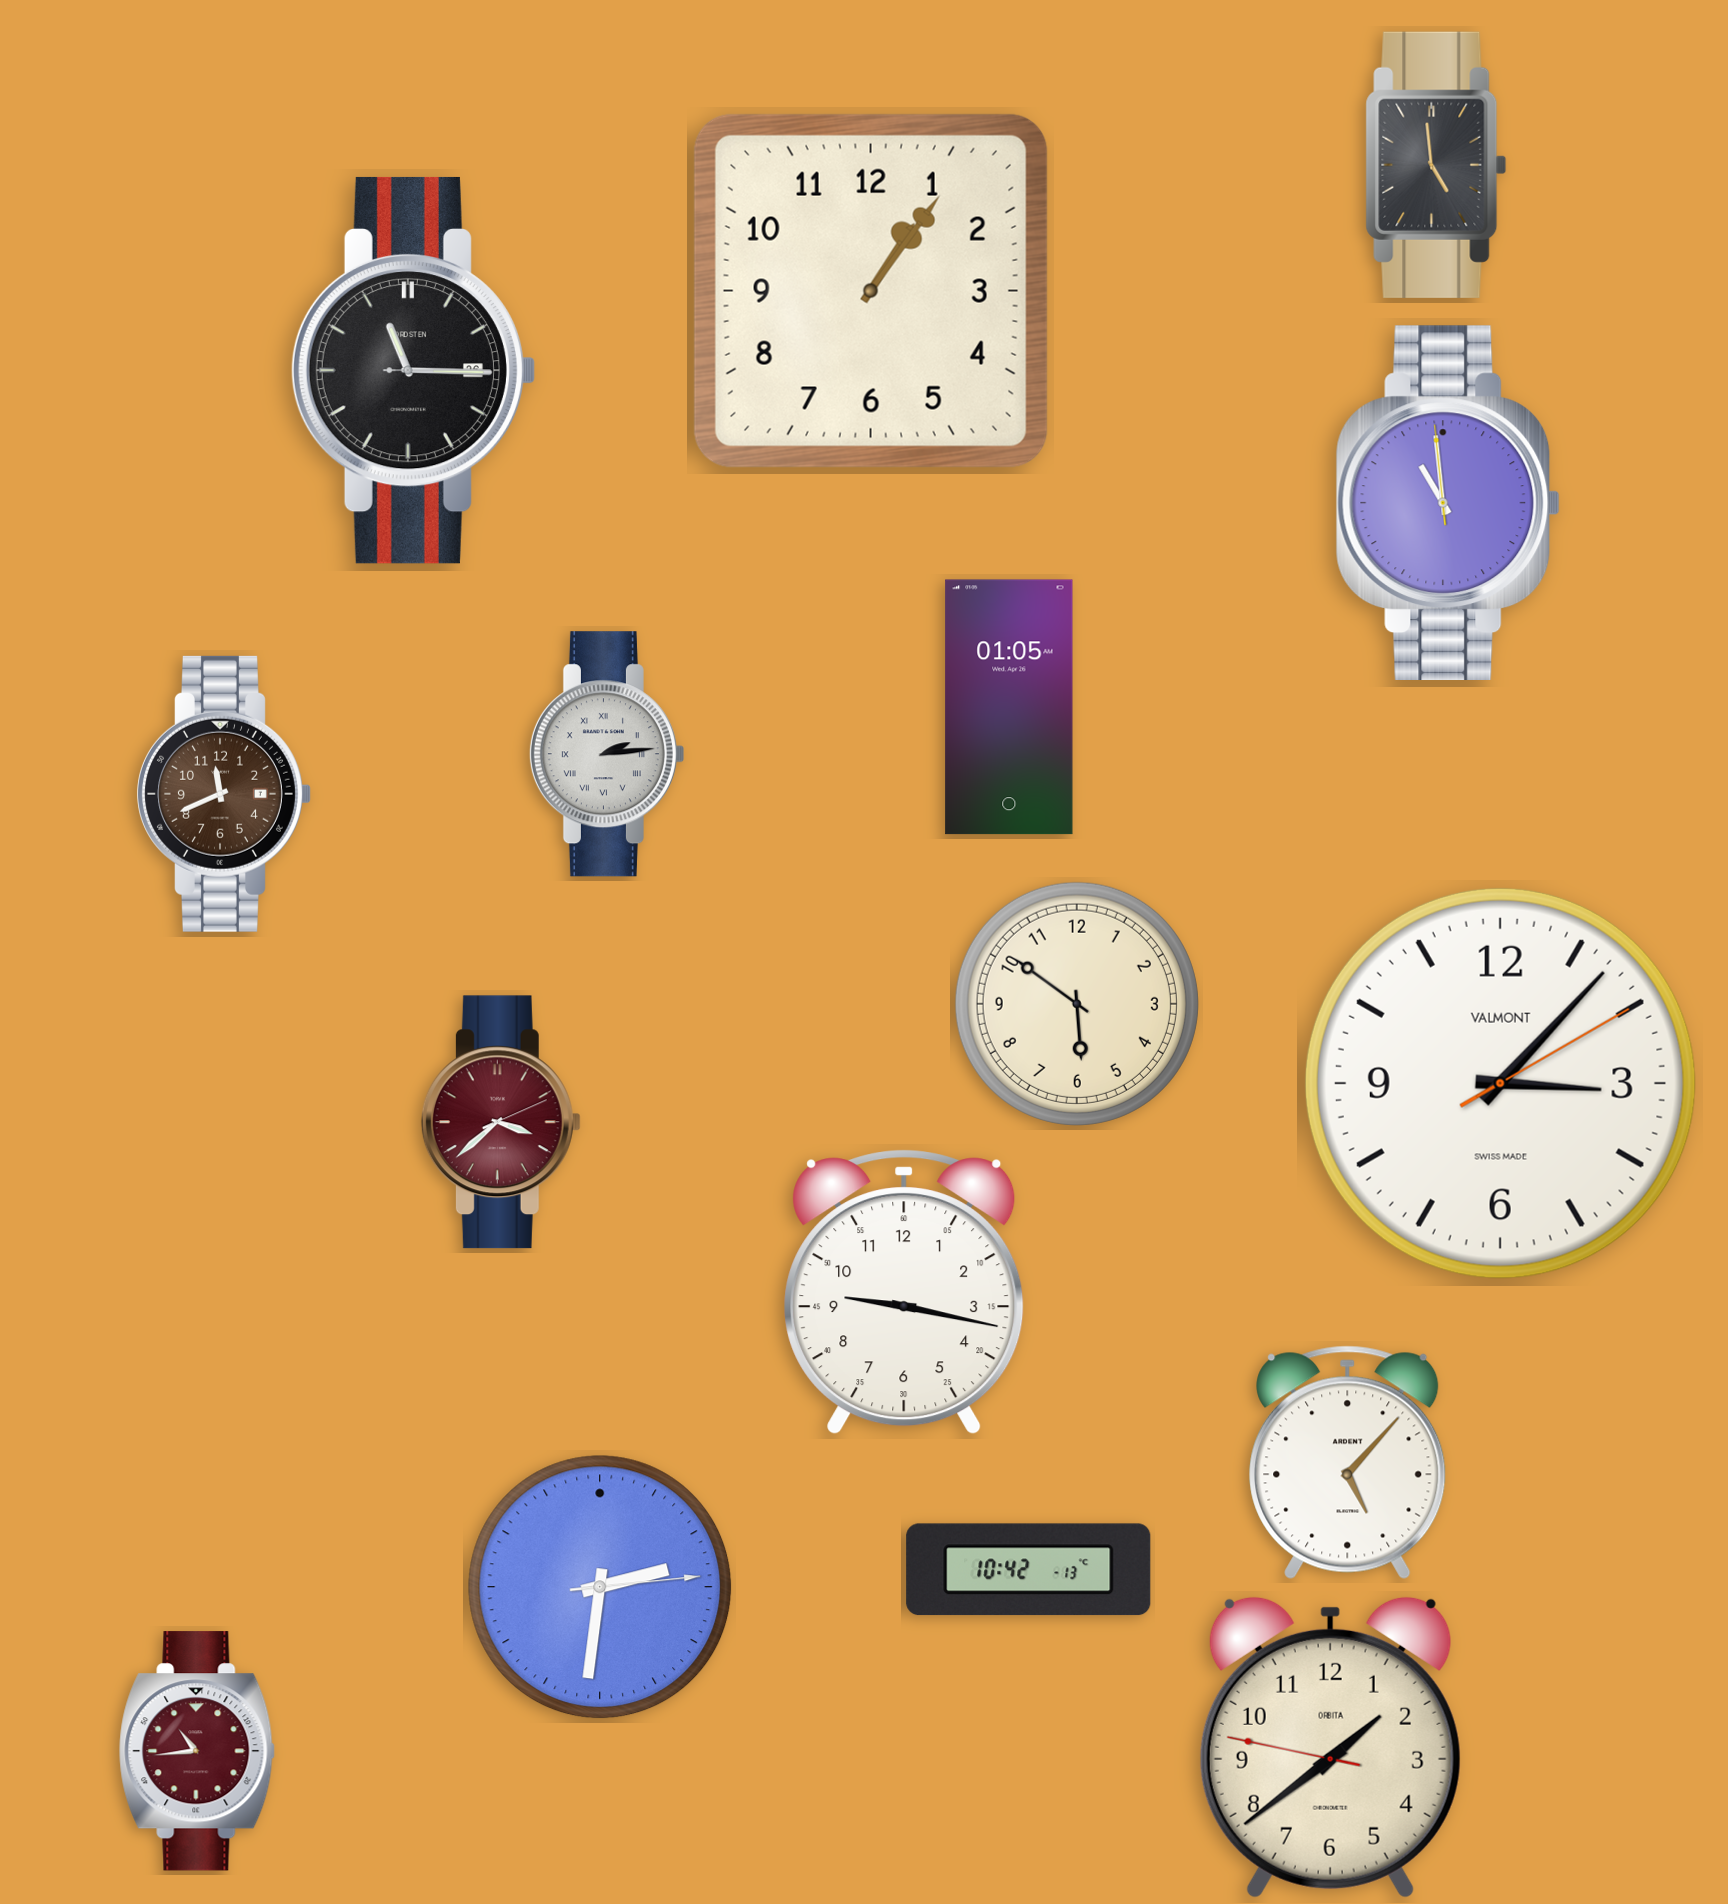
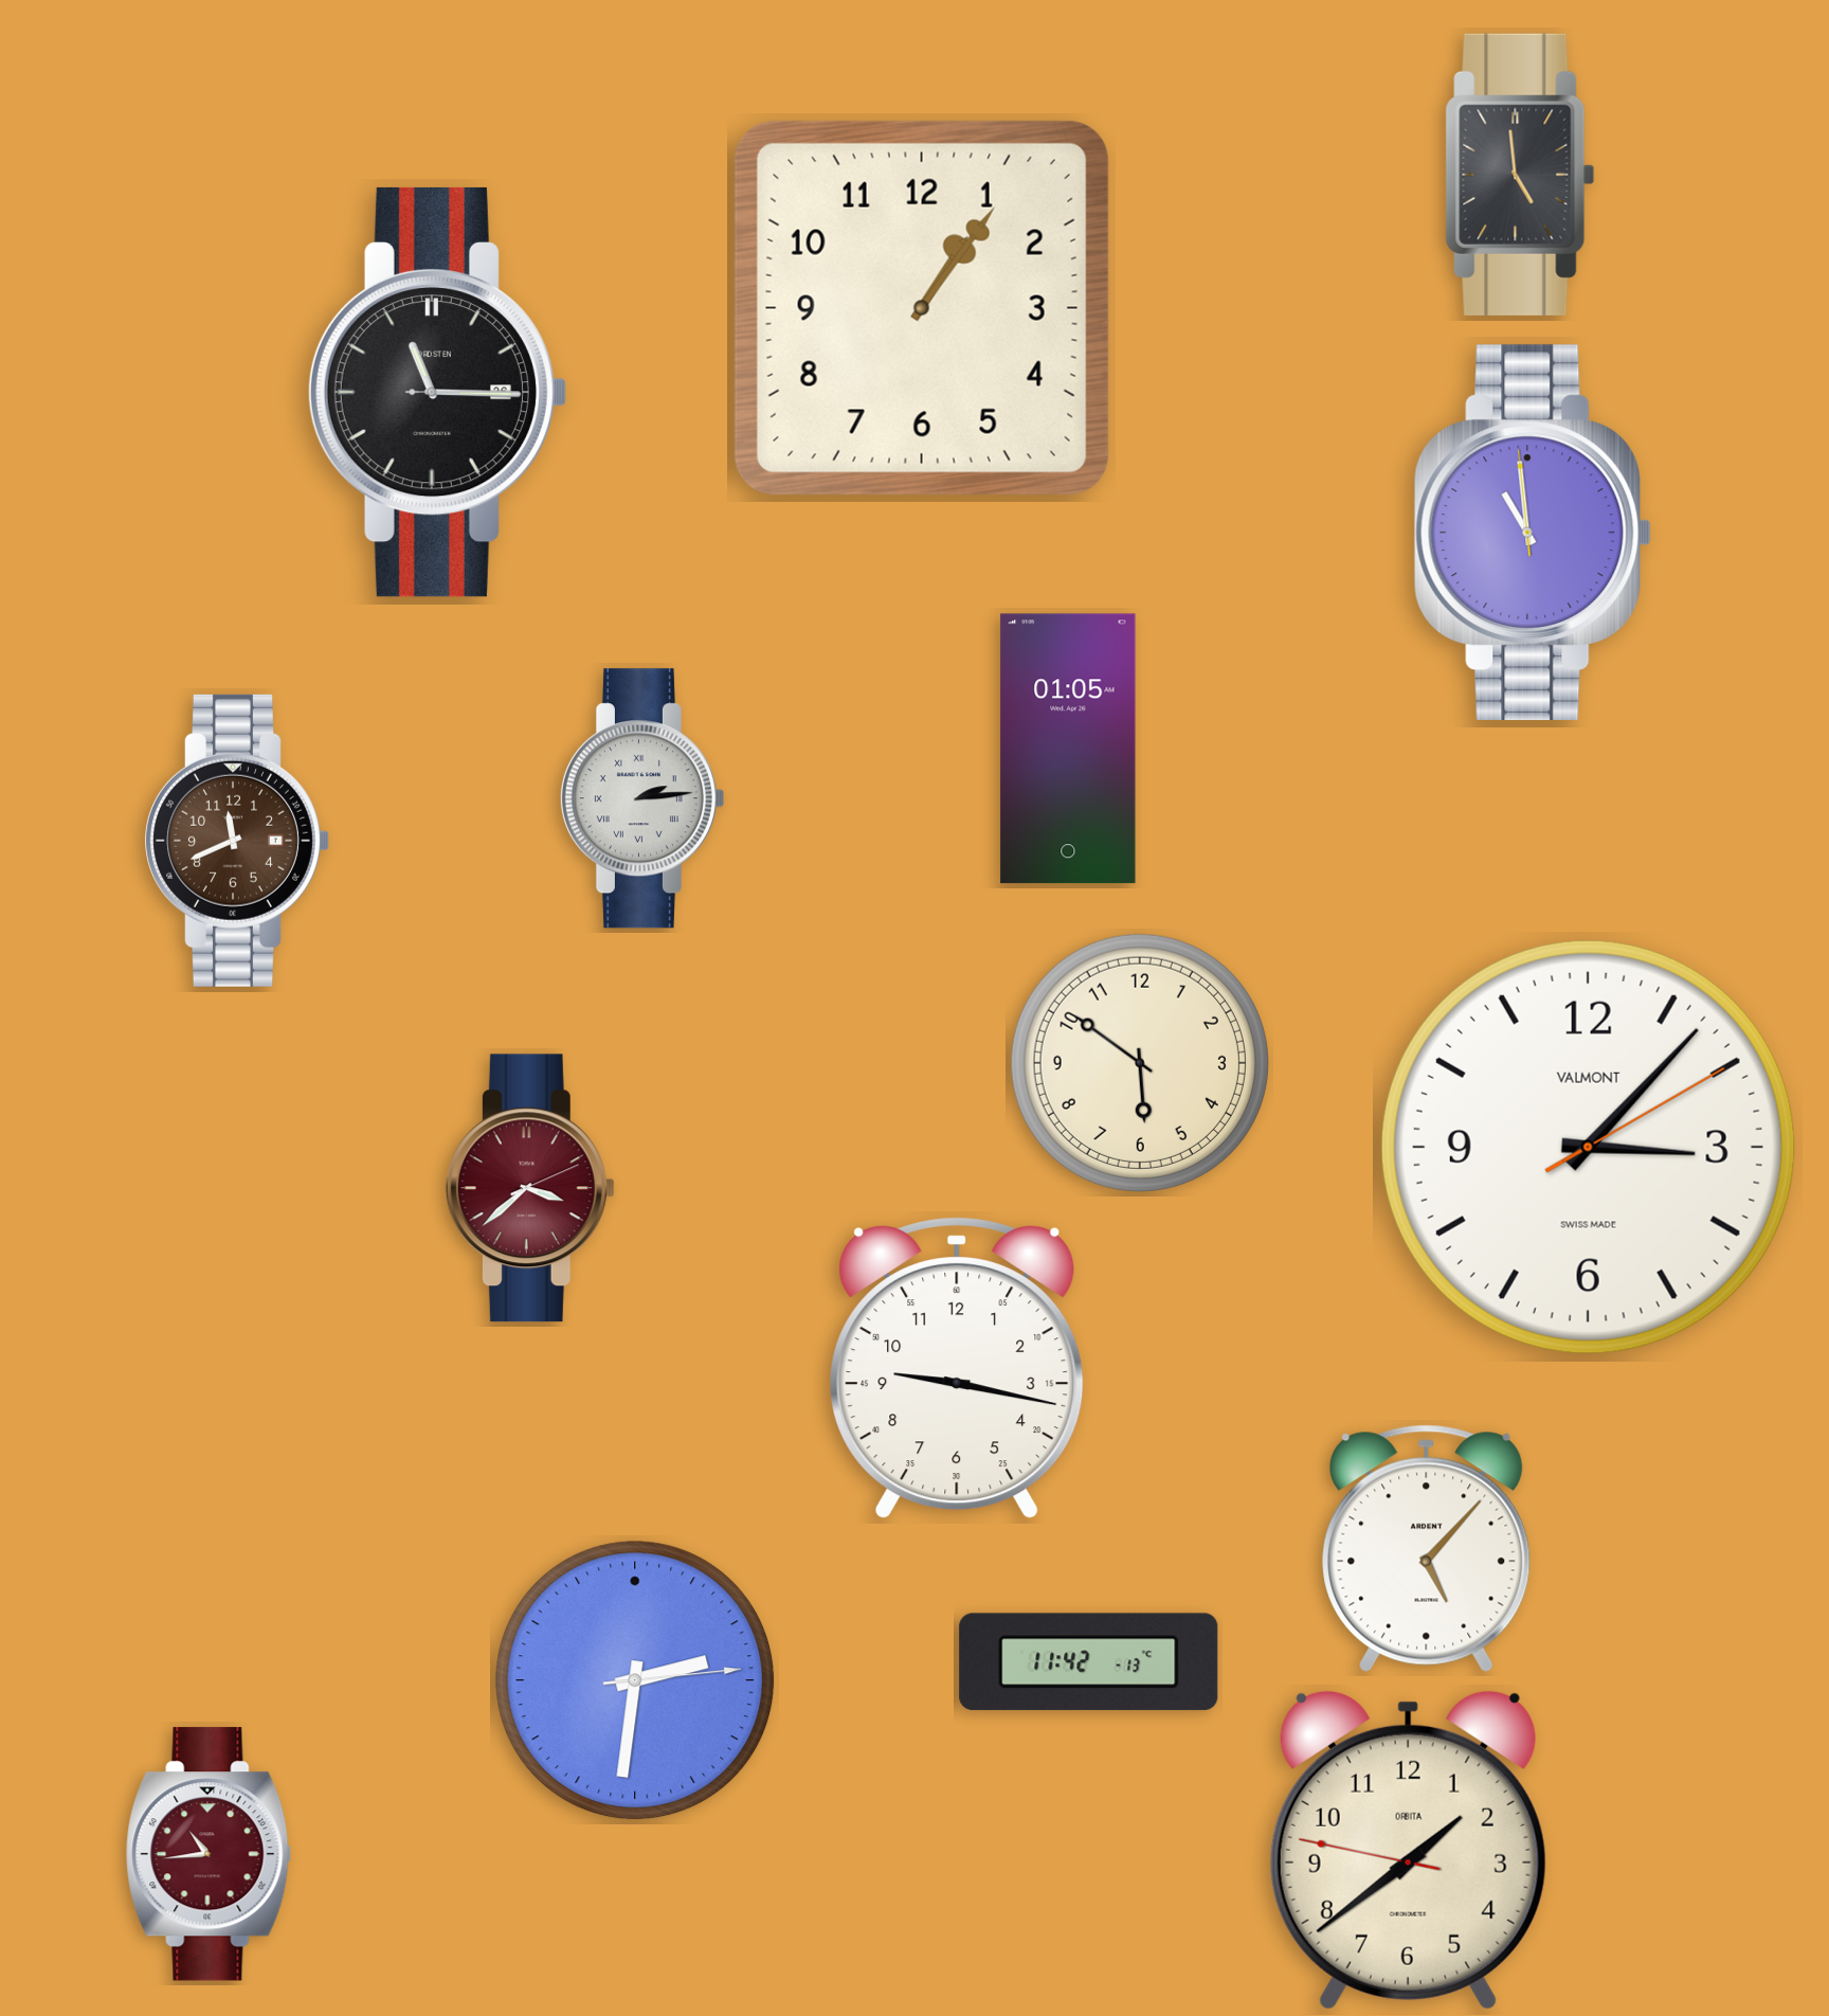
clock at (1029, 1570): 10:42 -> 11:42
